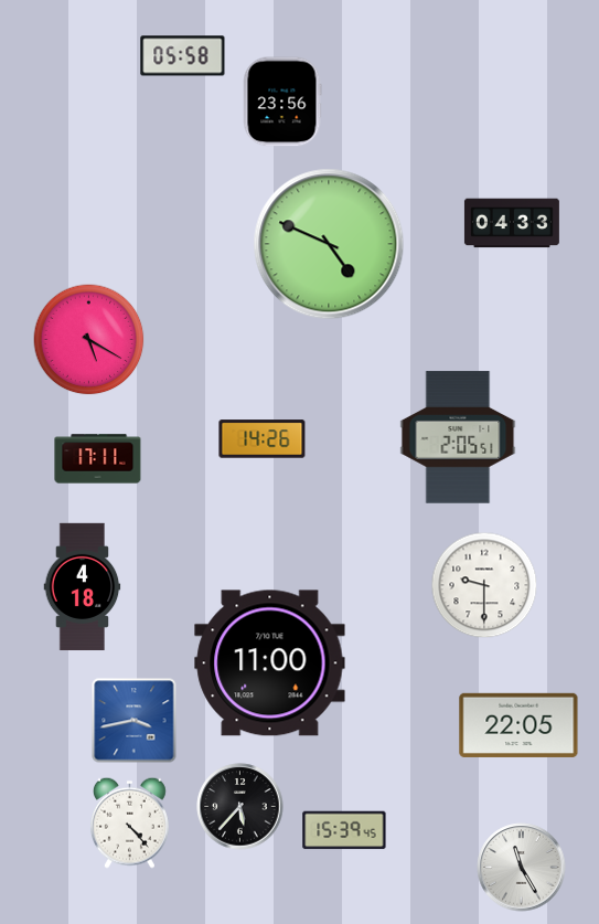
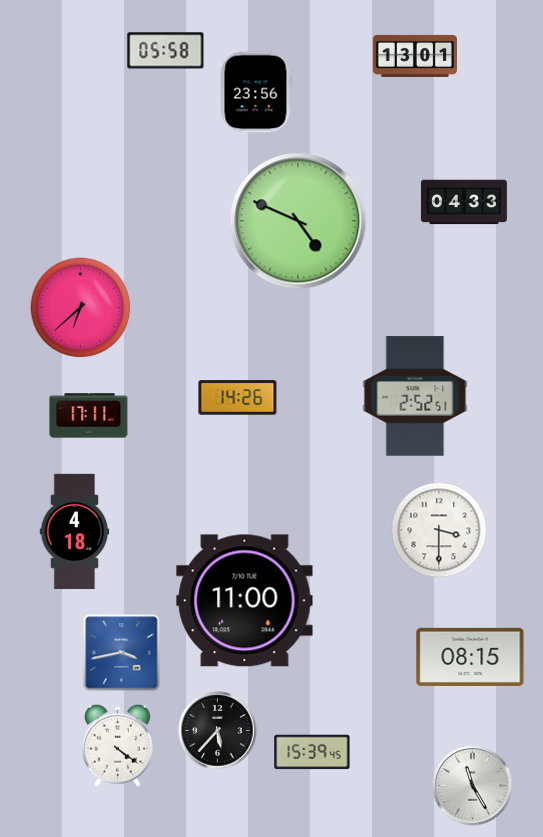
clock at (414, 56): none -> 13:01
clock at (89, 340): 5:20 -> 6:38
clock at (458, 437): 2:05 -> 2:52
clock at (484, 585): 9:30 -> 3:30
clock at (518, 725): 22:05 -> 08:15
clock at (129, 822): 4:23 -> 4:21
